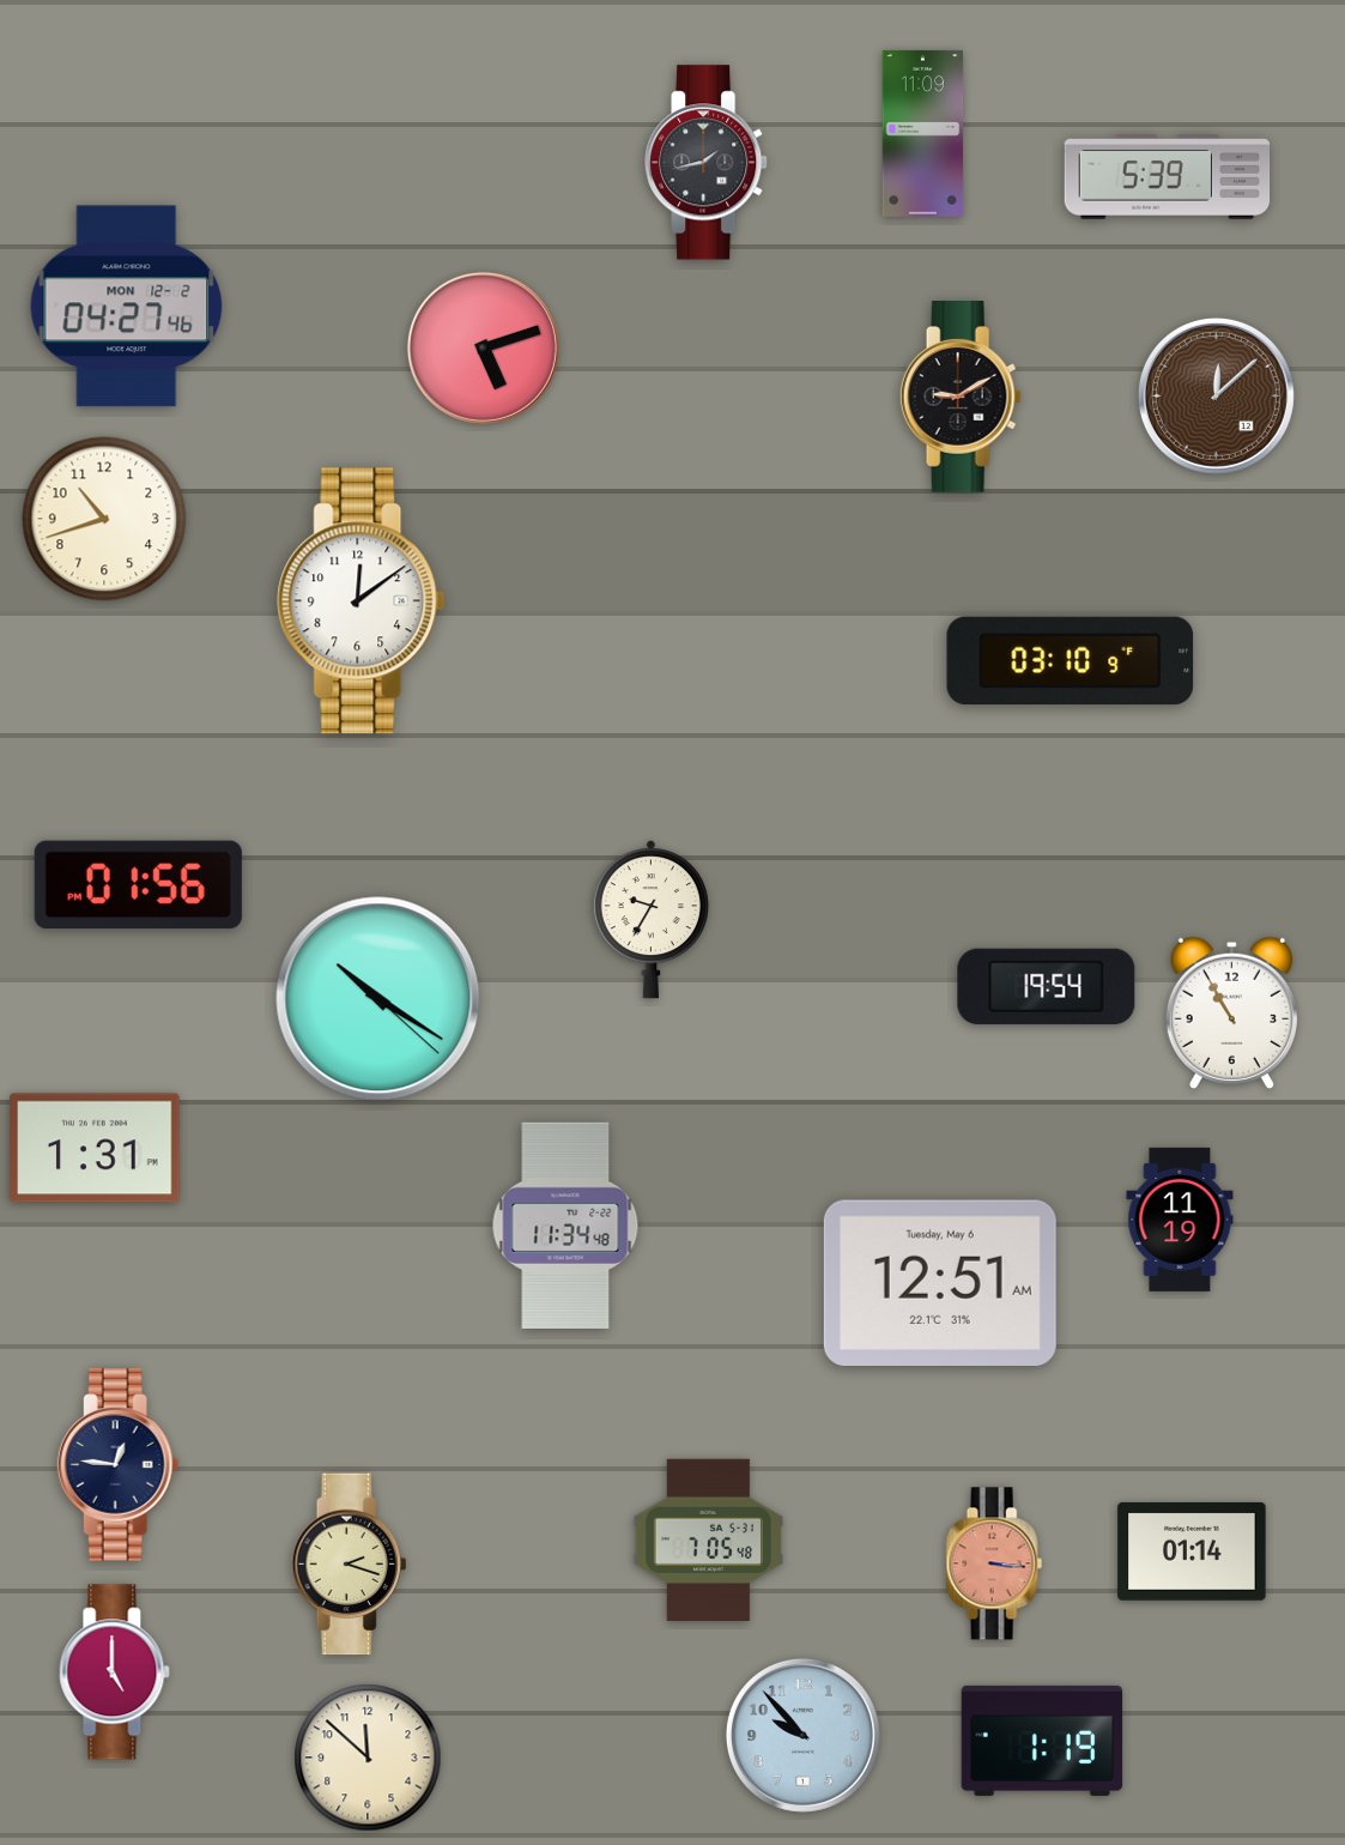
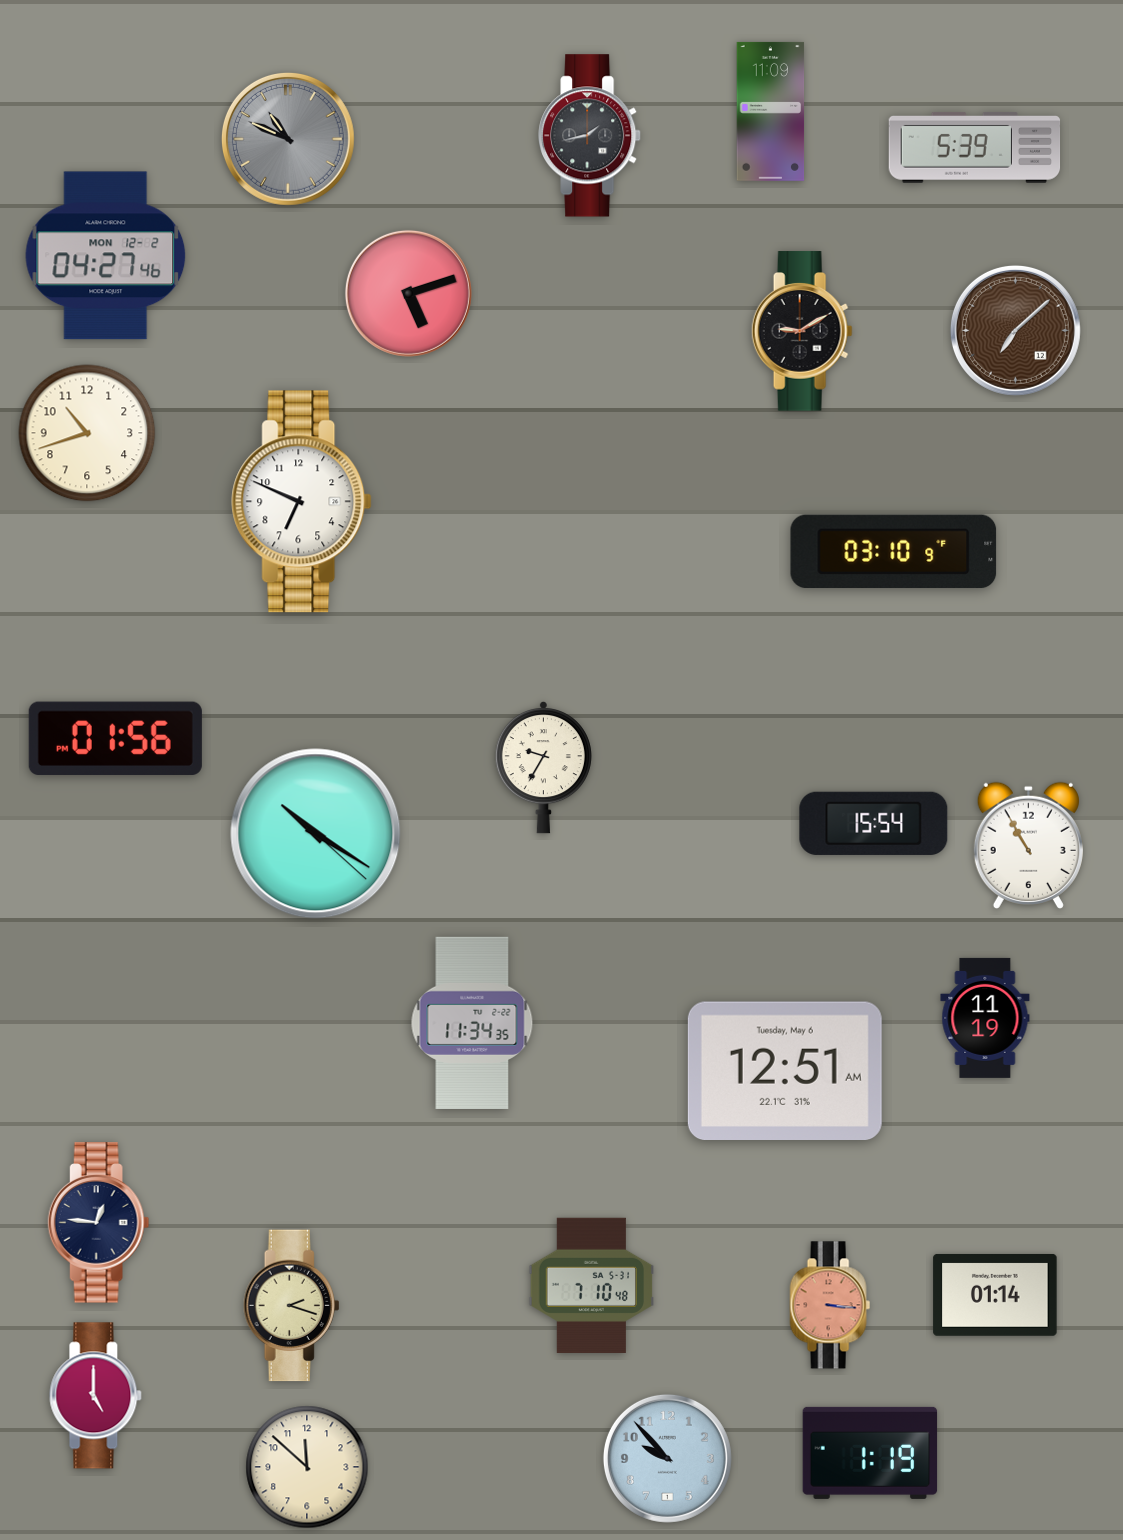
clock at (288, 139): none -> 10:49
clock at (483, 347) position: (483, 347) -> (408, 293)
clock at (1216, 395): 12:08 -> 7:08
clock at (362, 601): 12:09 -> 6:49
clock at (1047, 986): 19:54 -> 15:54
clock at (95, 1148): 1:31 -> none
clock at (565, 1224): 11:34:48 -> 11:34:35
clock at (709, 1539): 7:05 -> 7:10
clock at (802, 1735) position: (802, 1735) -> (667, 1458)
